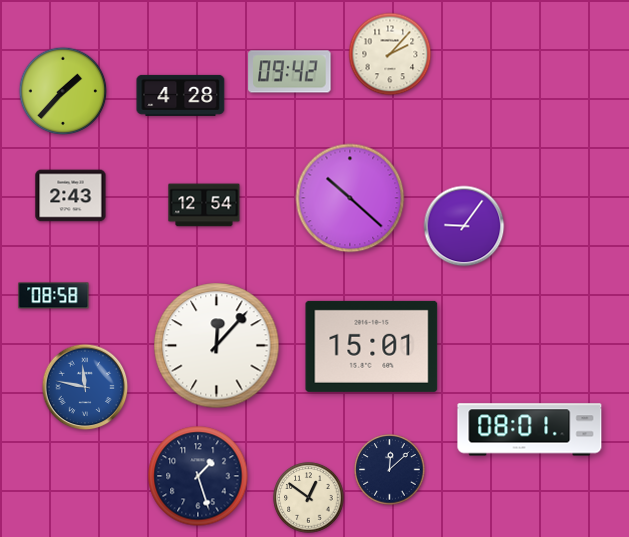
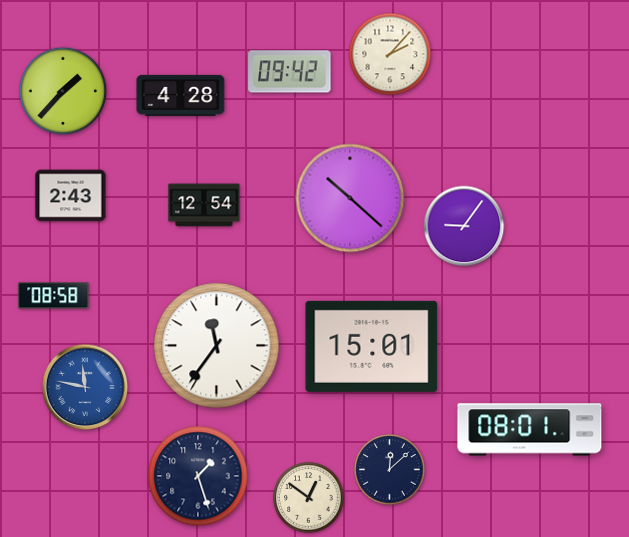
clock at (217, 346): 12:07 -> 11:36
